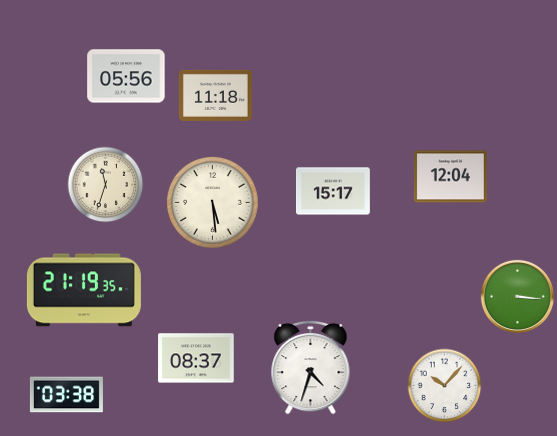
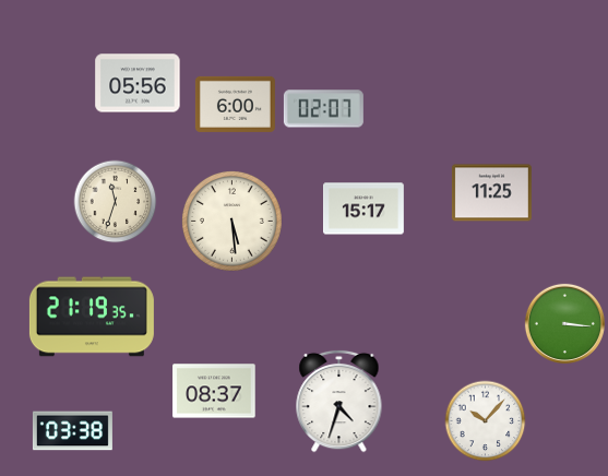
clock at (215, 95): 11:18 -> 6:00
clock at (323, 109): none -> 02:07
clock at (450, 177): 12:04 -> 11:25
